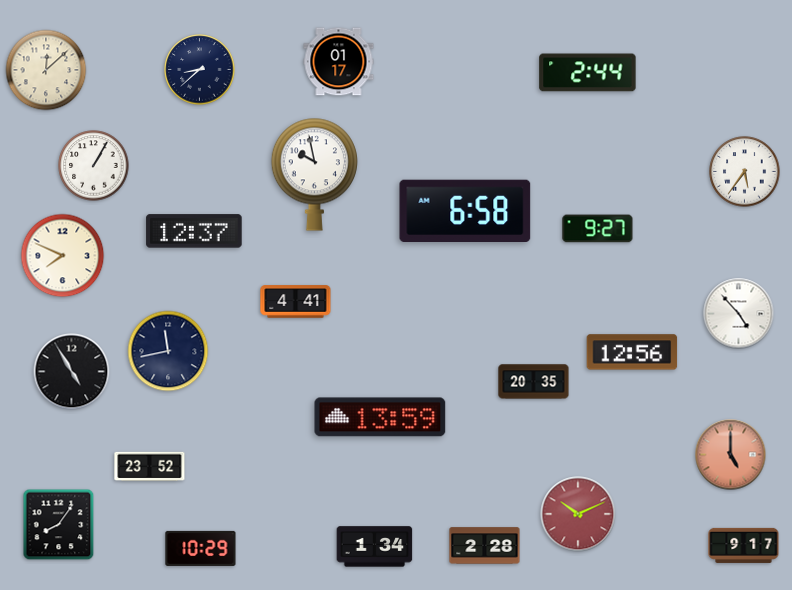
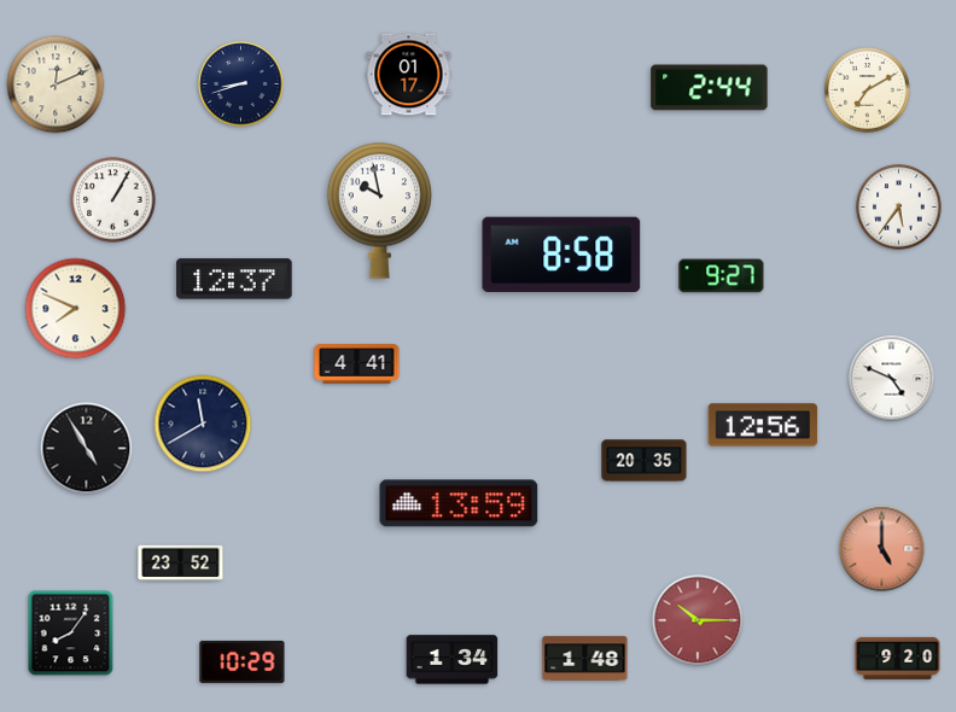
clock at (46, 70): 12:08 -> 12:11
clock at (200, 70): 8:38 -> 8:42
clock at (868, 91): none -> 7:10
clock at (465, 210): 6:58 -> 8:58
clock at (739, 314): 4:53 -> 4:49
clock at (168, 351): 11:43 -> 11:40
clock at (578, 514): 10:11 -> 10:15
clock at (744, 545): 9:17 -> 9:20
clock at (485, 546): 2:28 -> 1:48
